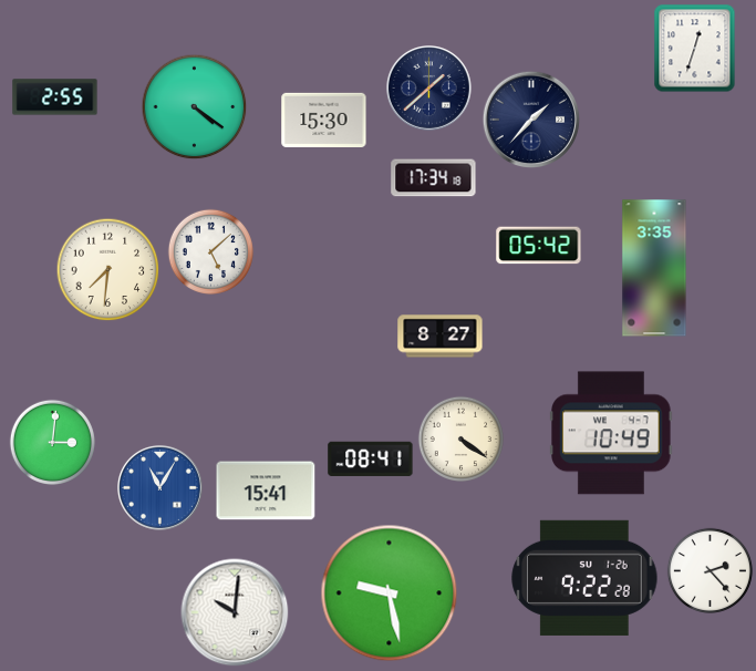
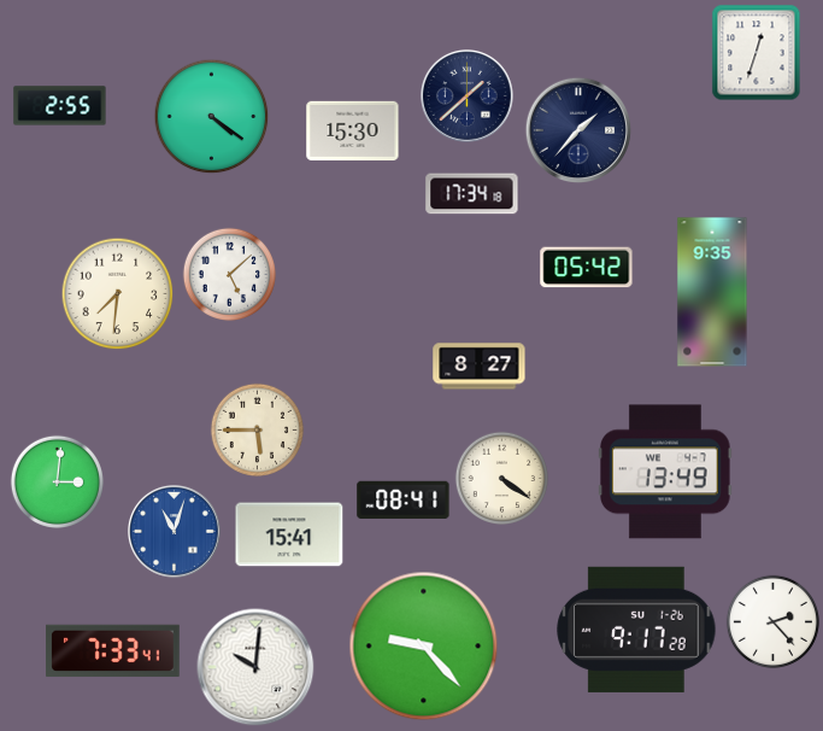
clock at (654, 268): 3:35 -> 9:35
clock at (257, 429): none -> 5:45
clock at (612, 433): 10:49 -> 13:49
clock at (160, 488): 11:05 -> 11:03
clock at (584, 578): 9:22 -> 9:17
clock at (390, 593): 9:28 -> 9:23
clock at (113, 651): none -> 7:33
